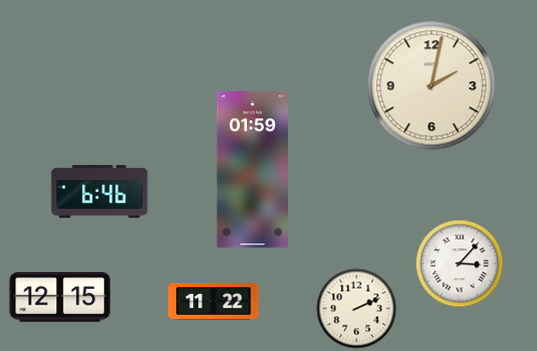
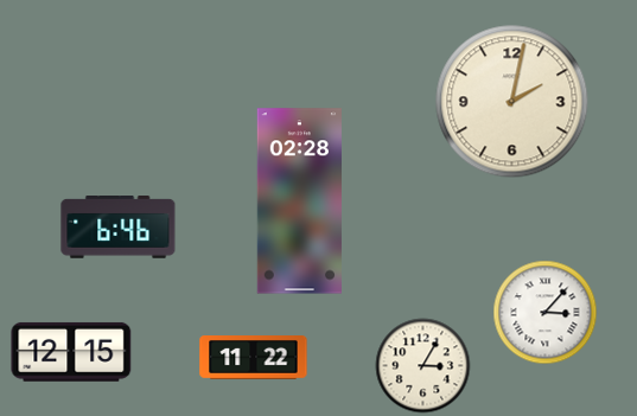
clock at (252, 170): 01:59 -> 02:28
clock at (357, 309): 2:11 -> 3:05
